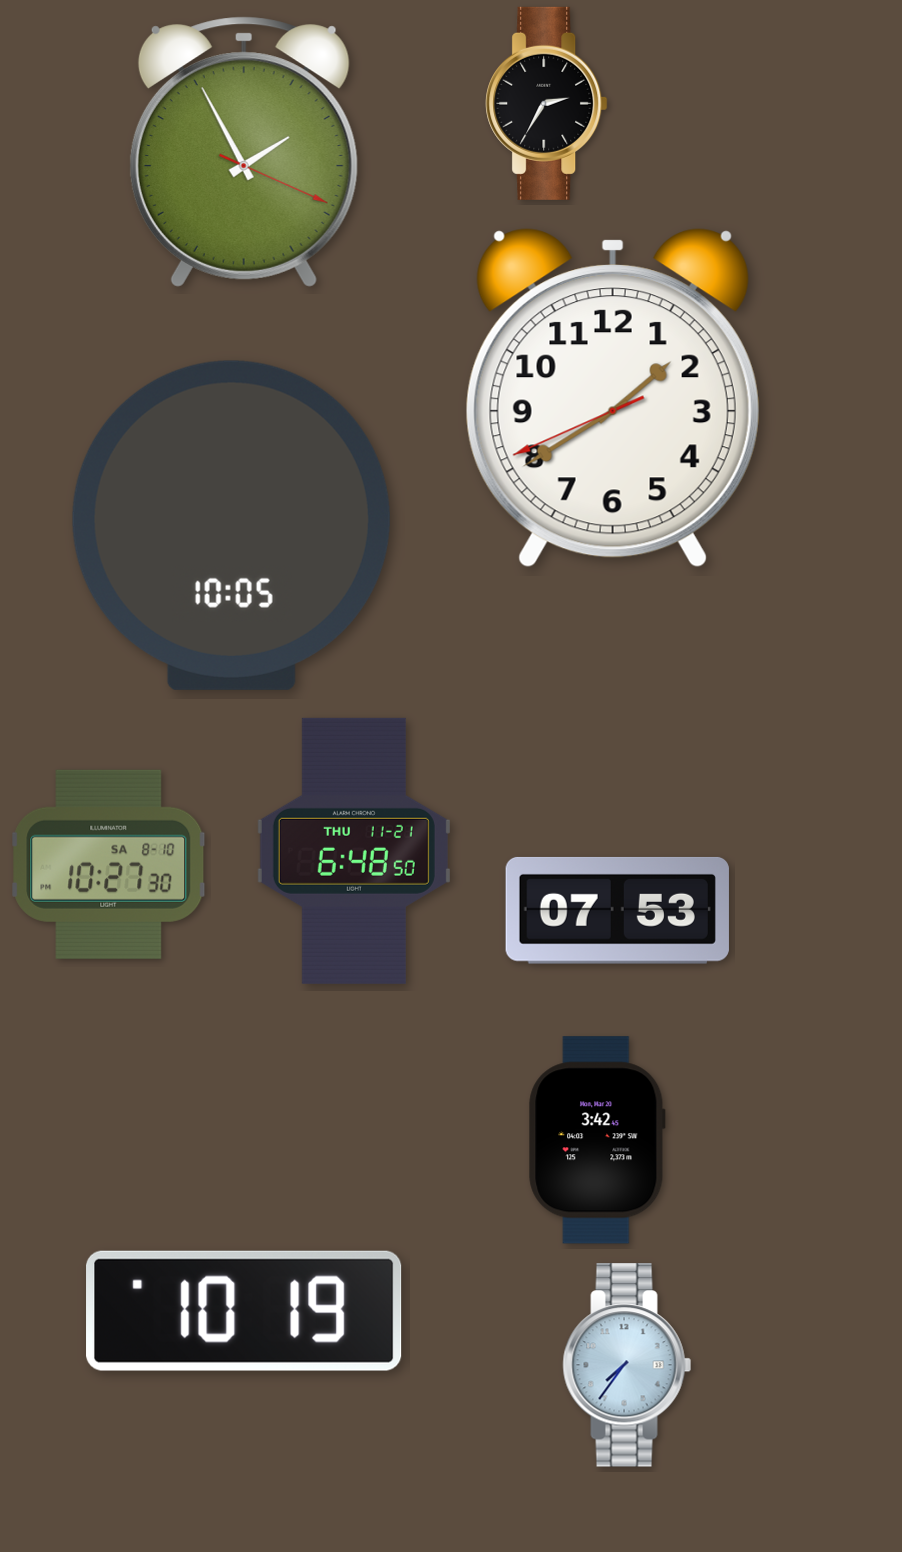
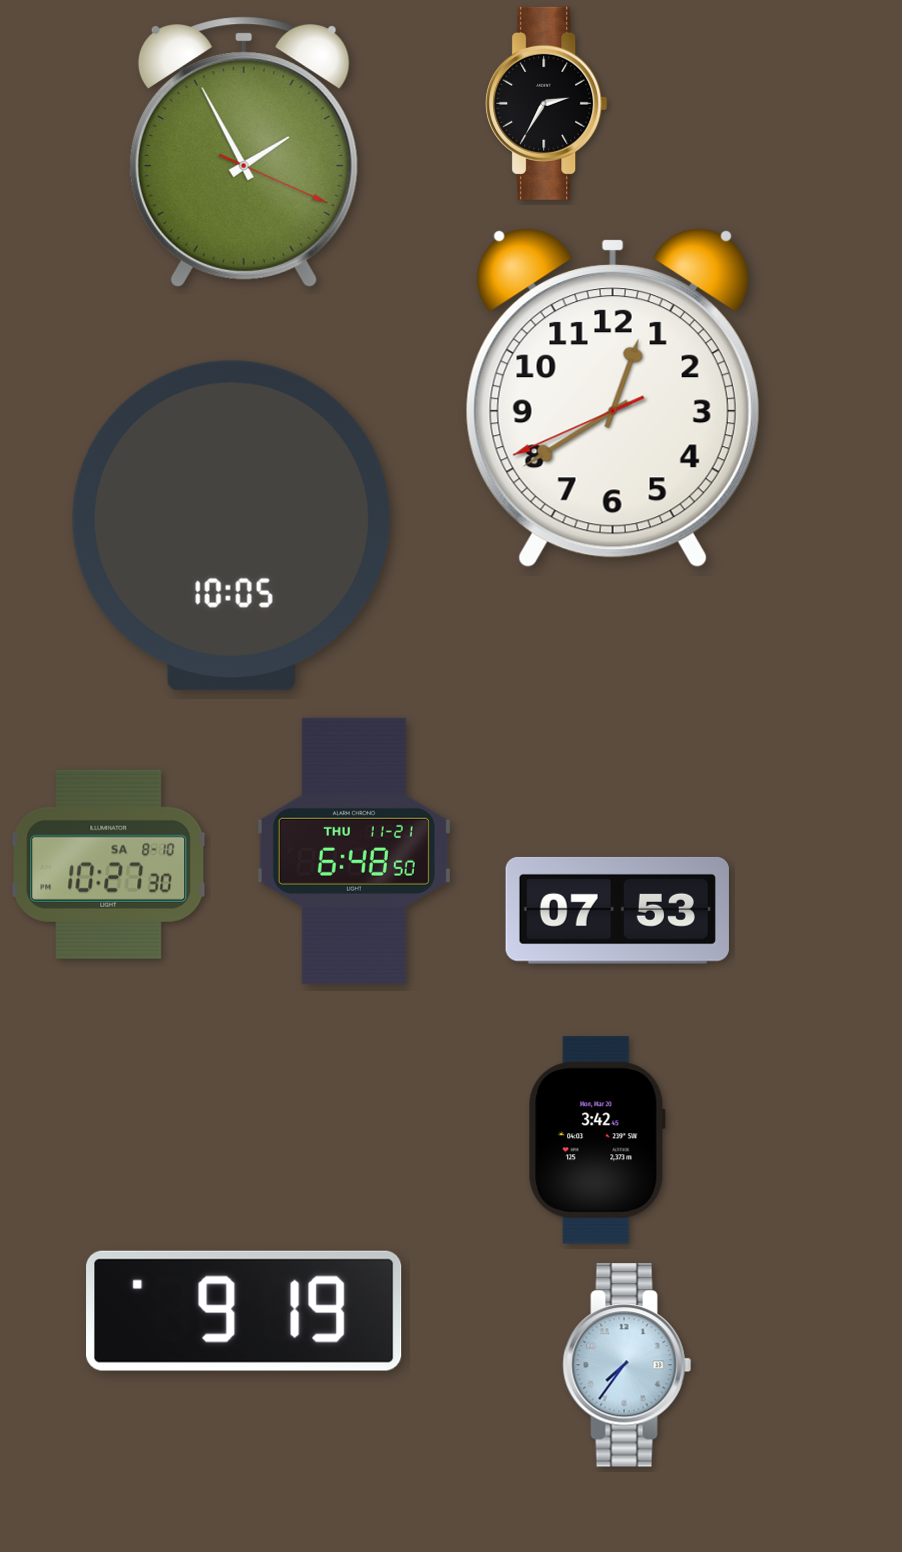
clock at (613, 398): 1:39 -> 12:39
clock at (244, 1311): 10:19 -> 9:19
